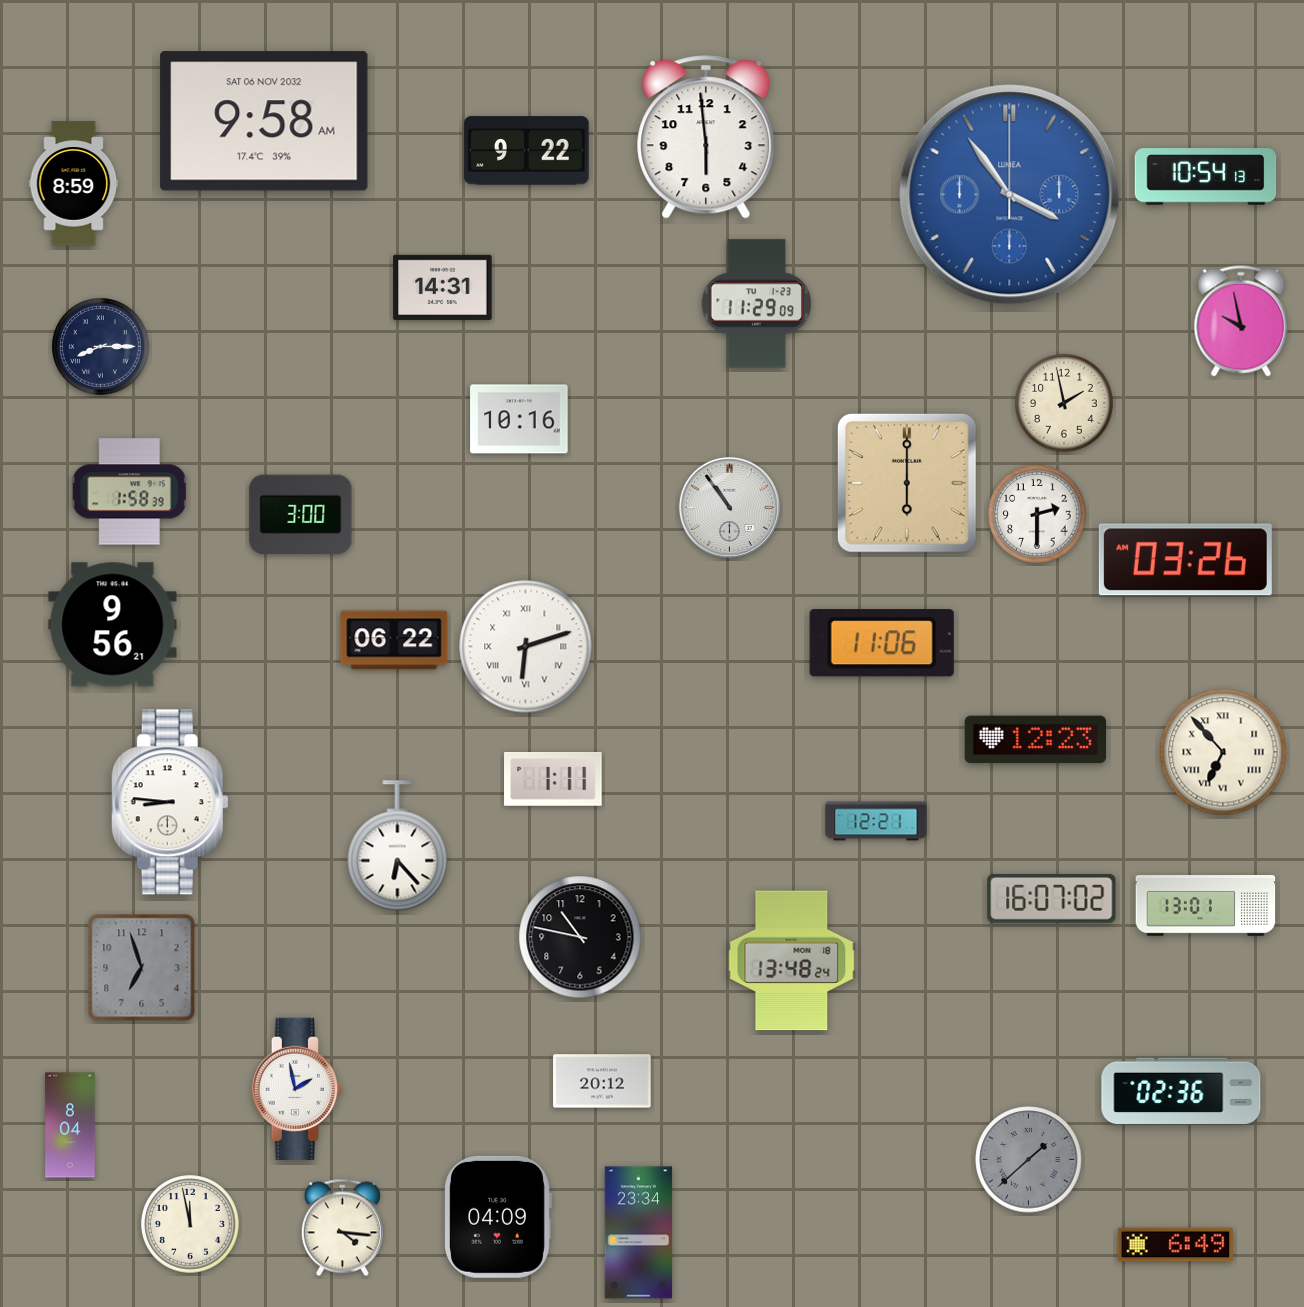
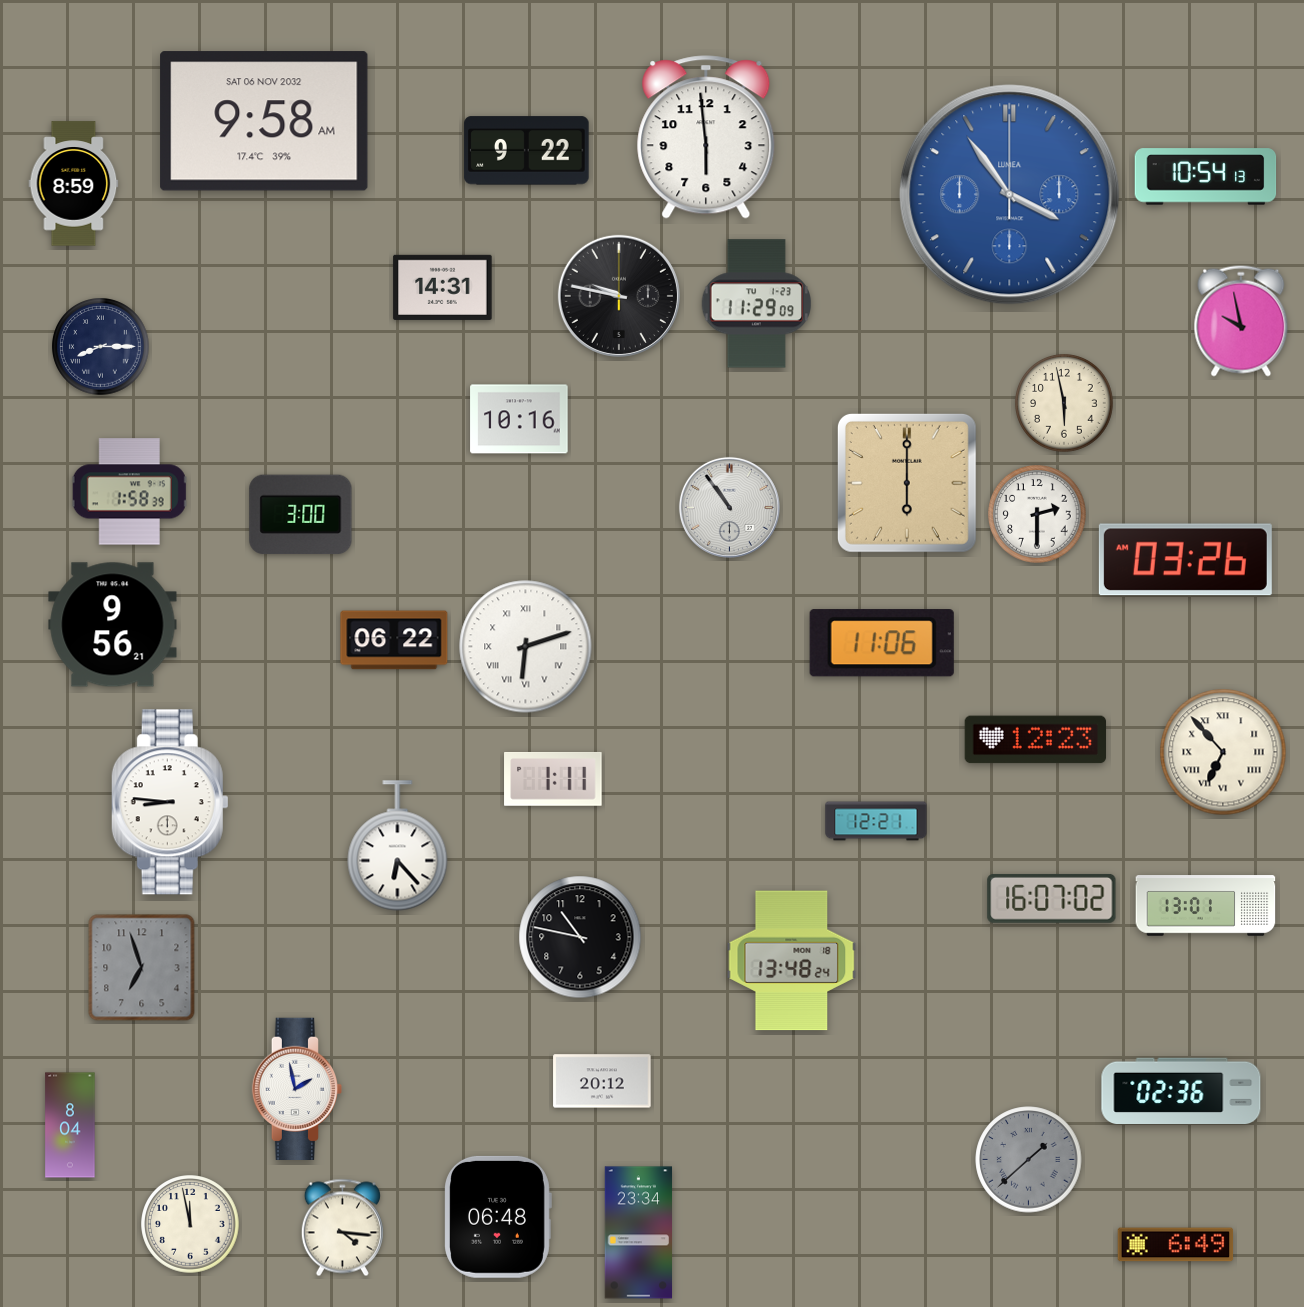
clock at (619, 296): none -> 9:47
clock at (1064, 403): 1:58 -> 5:58
clock at (498, 1217): 04:09 -> 06:48
